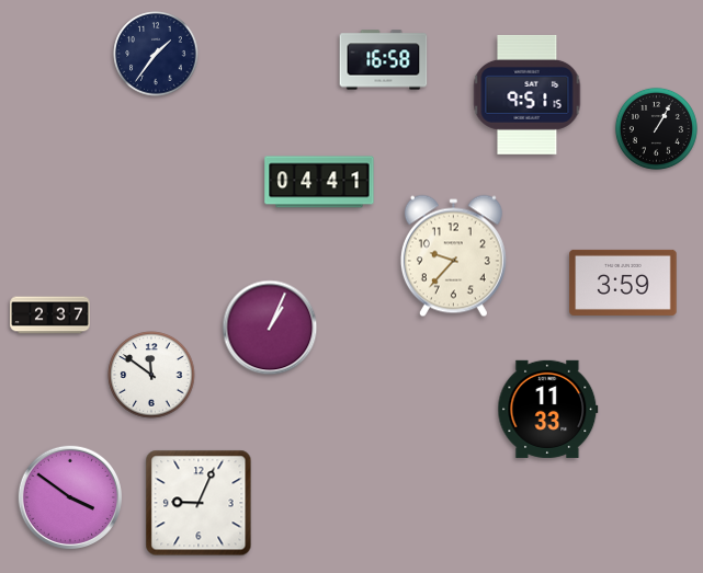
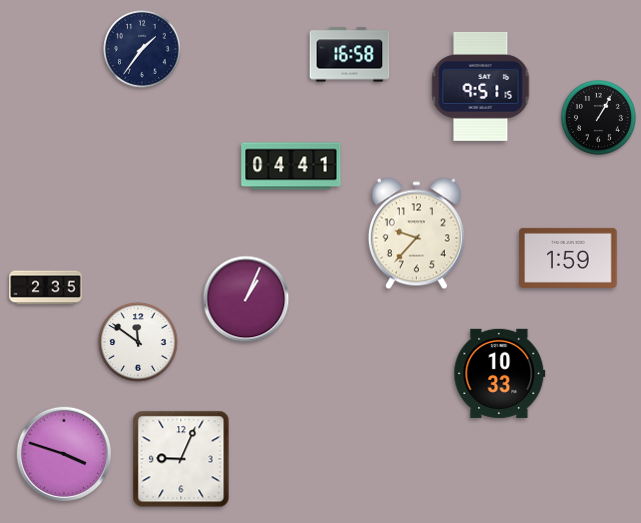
clock at (453, 256) position: (453, 256) -> (416, 234)
clock at (623, 283): 3:59 -> 1:59
clock at (50, 316): 2:37 -> 2:35
clock at (548, 409): 11:33 -> 10:33
clock at (69, 496): 3:51 -> 3:48
